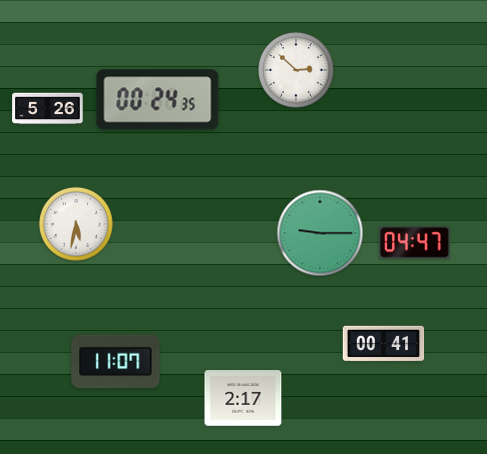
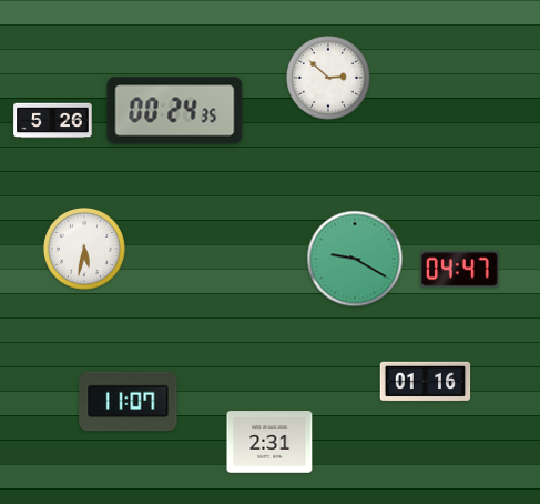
clock at (320, 233): 9:15 -> 9:20
clock at (384, 344): 00:41 -> 01:16
clock at (243, 398): 2:17 -> 2:31
